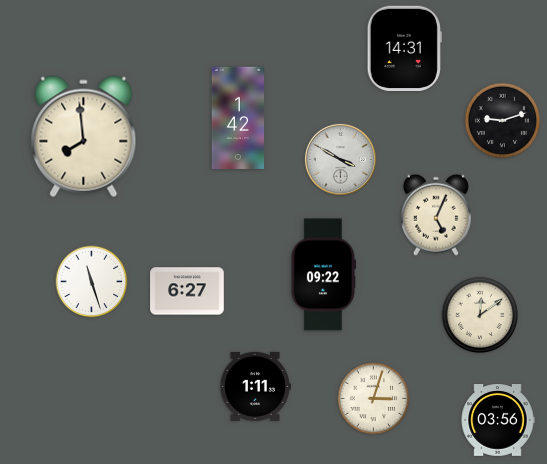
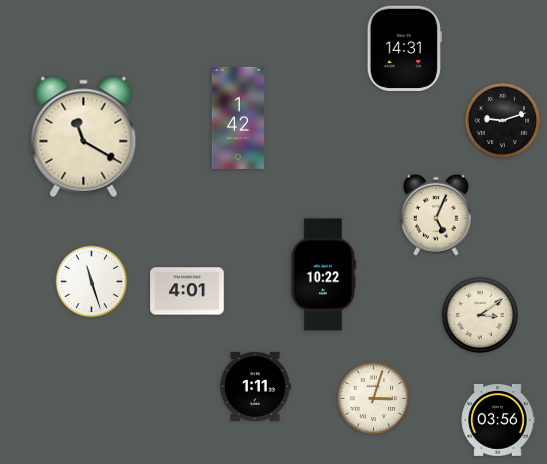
clock at (84, 137): 7:59 -> 11:20
clock at (340, 159): 3:50 -> none
clock at (322, 275): 09:22 -> 10:22
clock at (187, 291): 6:27 -> 4:01
clock at (479, 314): 12:09 -> 3:09
